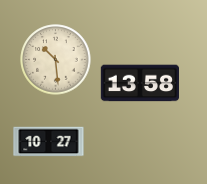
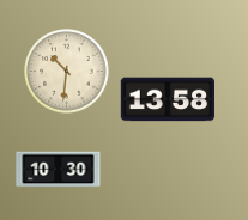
clock at (56, 60): 10:29 -> 10:31
clock at (49, 142): 10:27 -> 10:30
